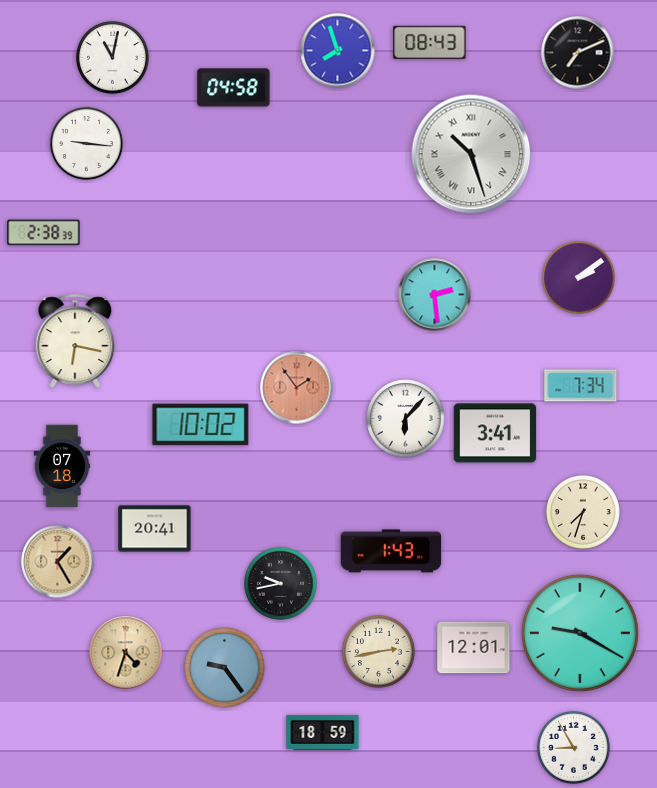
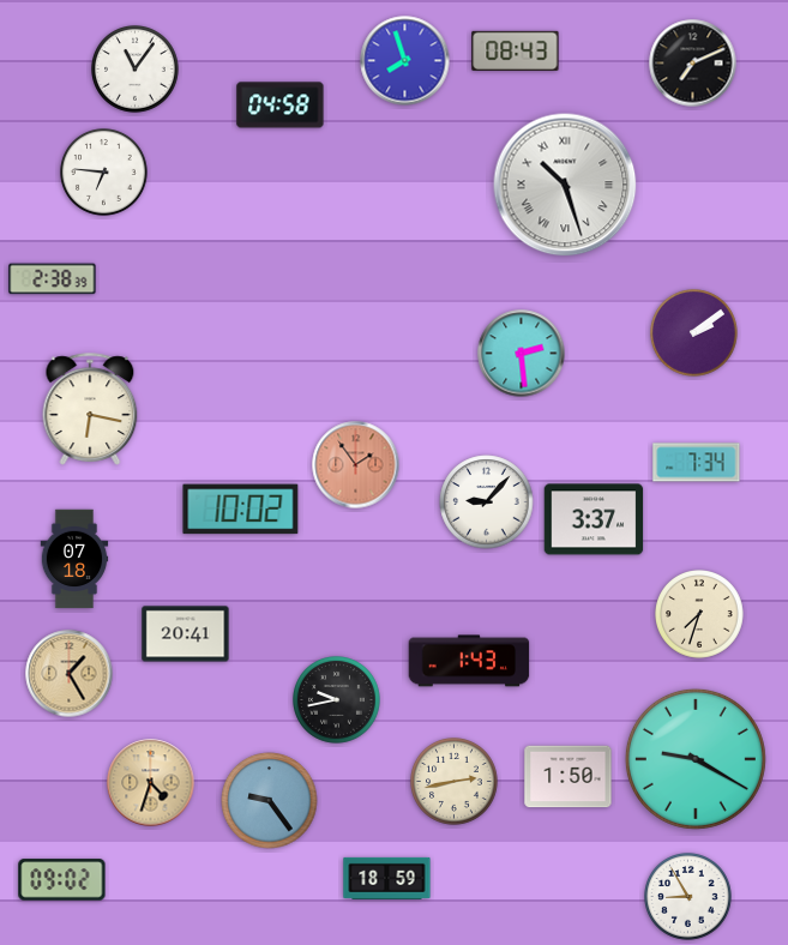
clock at (113, 58): 11:02 -> 11:06
clock at (87, 144): 9:16 -> 6:46
clock at (406, 419): 6:07 -> 9:07
clock at (495, 433): 3:41 -> 3:37
clock at (474, 648): 12:01 -> 1:50
clock at (62, 880): none -> 09:02
